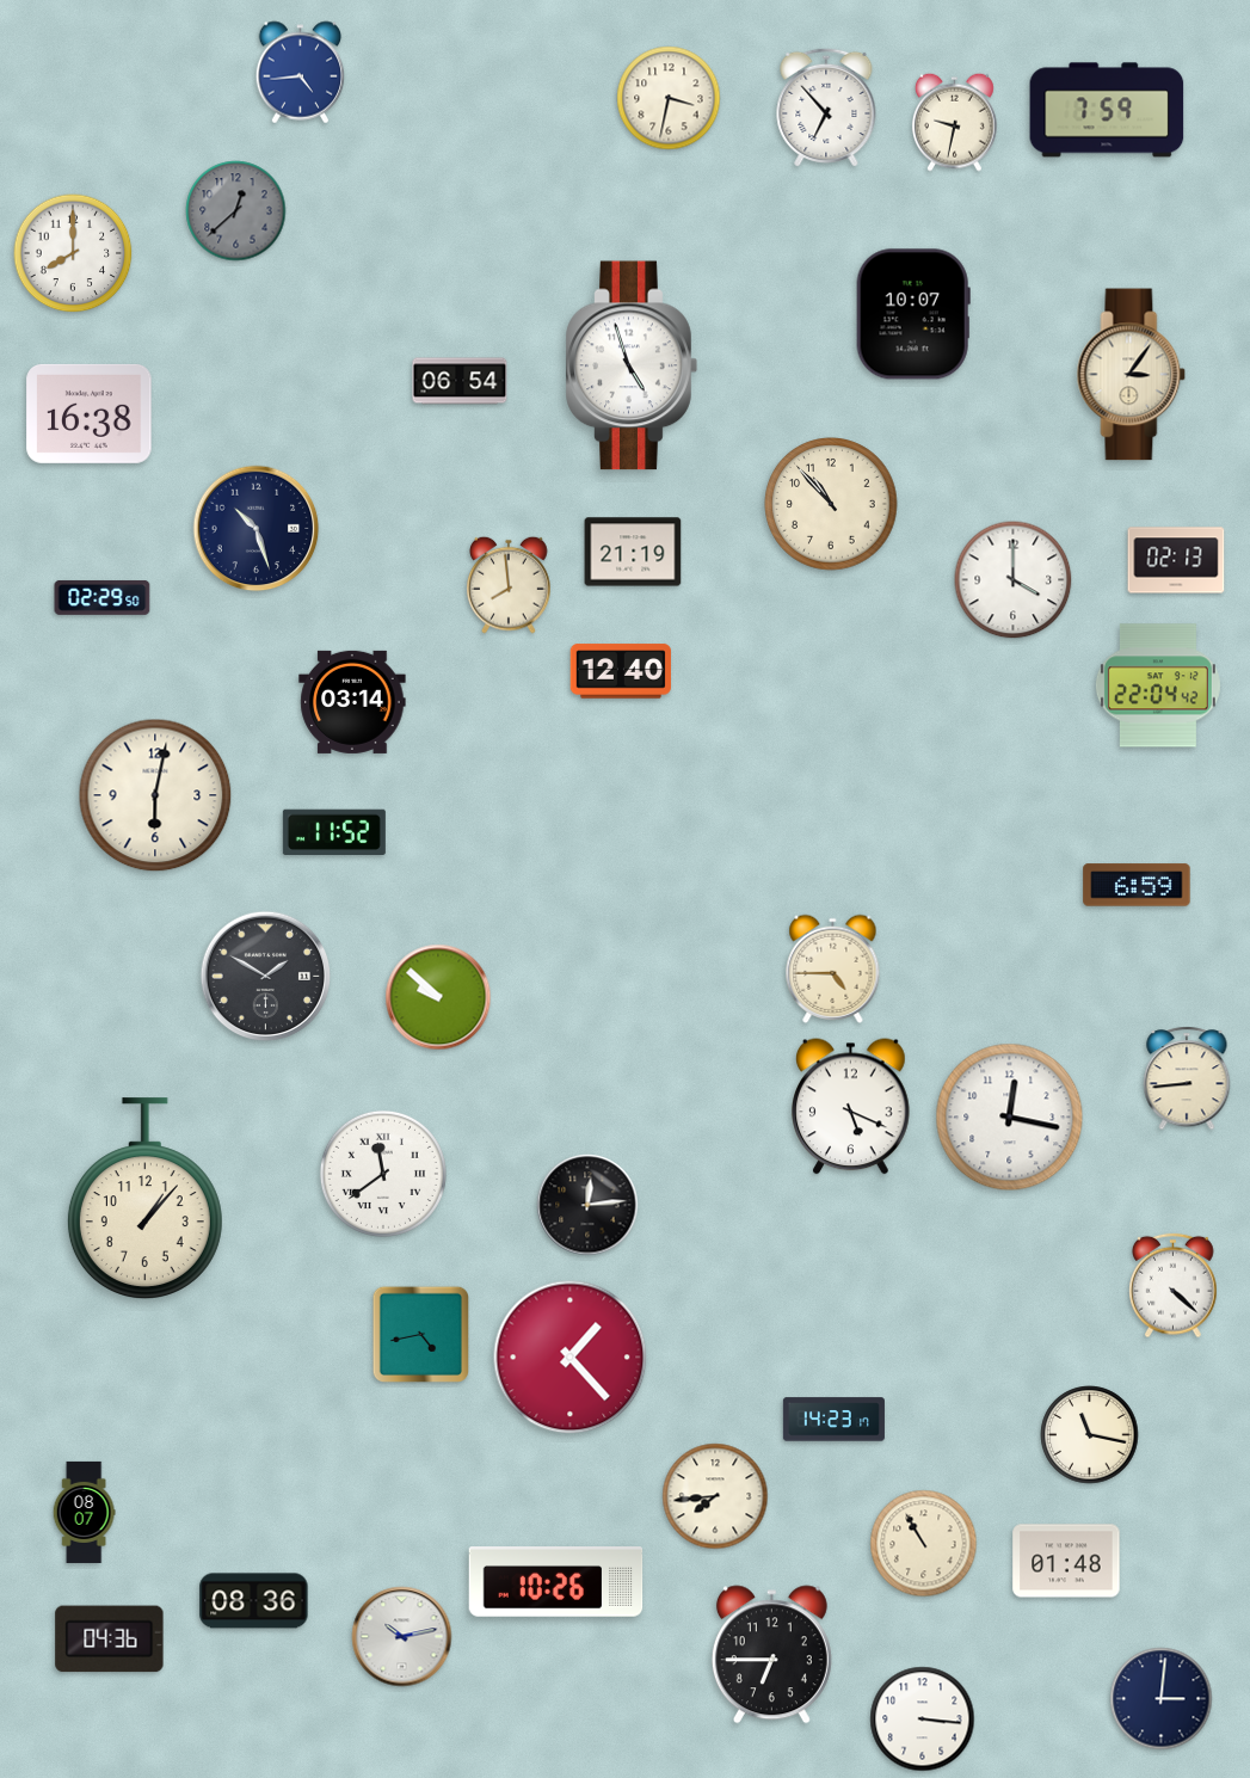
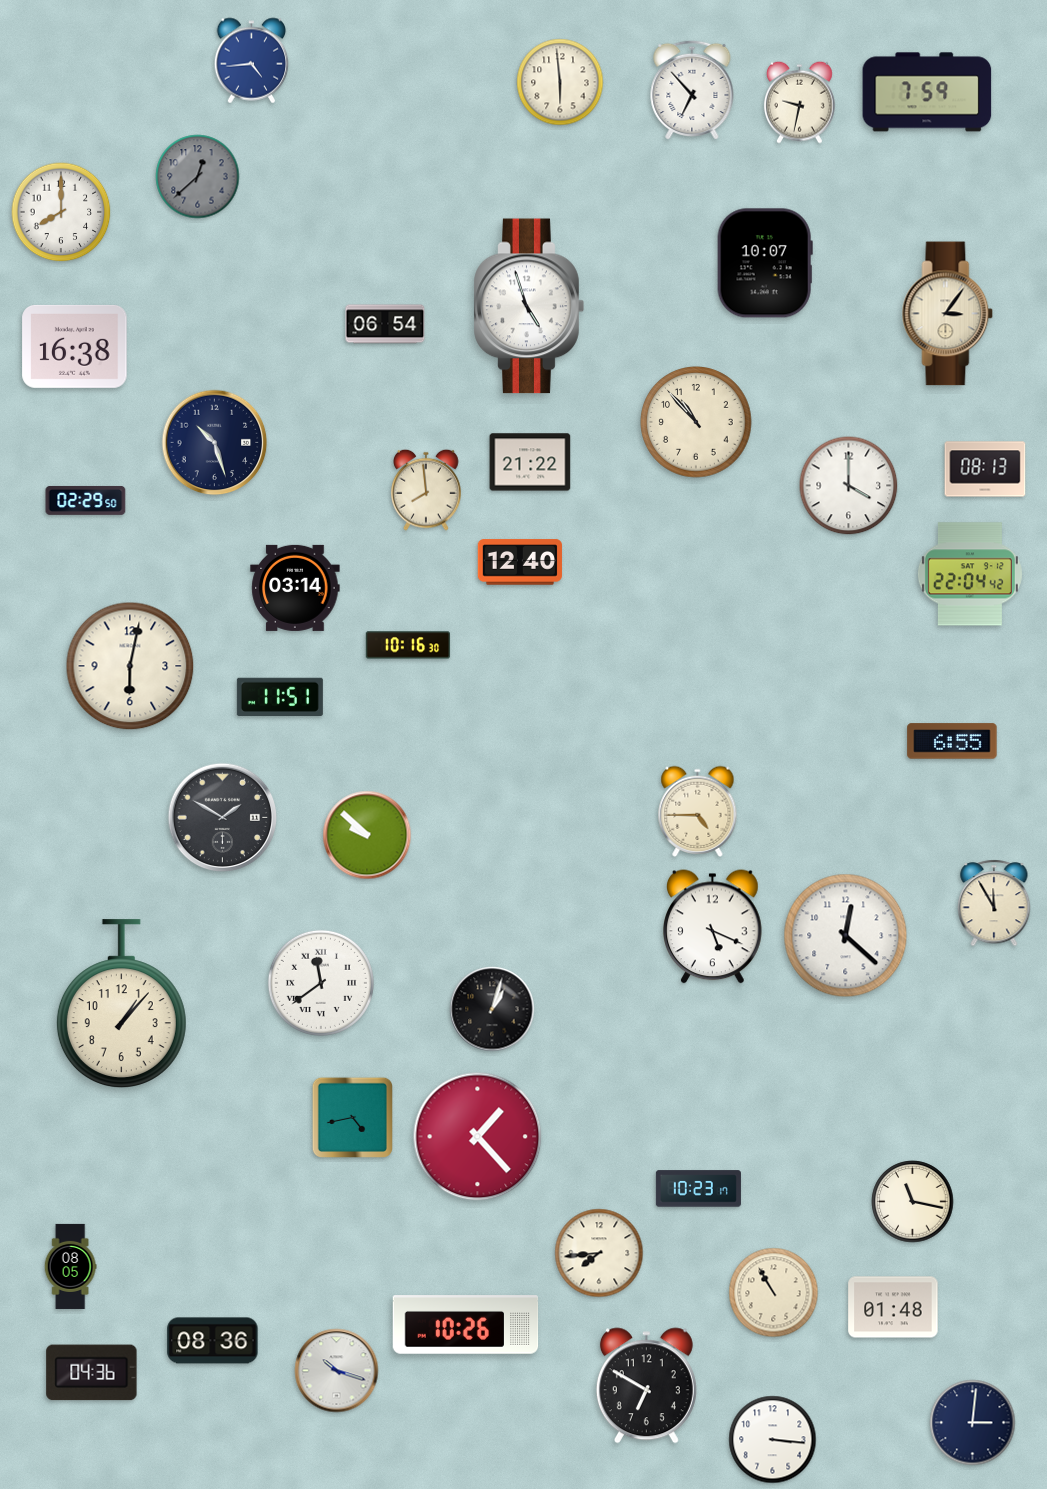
clock at (669, 98): 3:32 -> 5:59
clock at (460, 381) position: (460, 381) -> (385, 324)
clock at (633, 552): 21:19 -> 21:22
clock at (1176, 560): 02:13 -> 08:13
clock at (408, 645): none -> 10:16
clock at (334, 831): 11:52 -> 11:51
clock at (1137, 885): 6:59 -> 6:55
clock at (1187, 1078): 8:44 -> 11:55
clock at (1010, 1118): 12:17 -> 12:22
clock at (587, 1205): 12:14 -> 1:03
clock at (1174, 1286): 4:22 -> none
clock at (833, 1420): 14:23 -> 10:23
clock at (84, 1512): 08:07 -> 08:05
clock at (402, 1637): 10:13 -> 10:18
clock at (771, 1655): 6:45 -> 6:50
